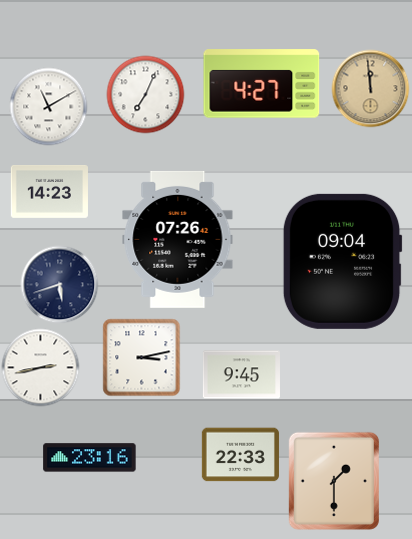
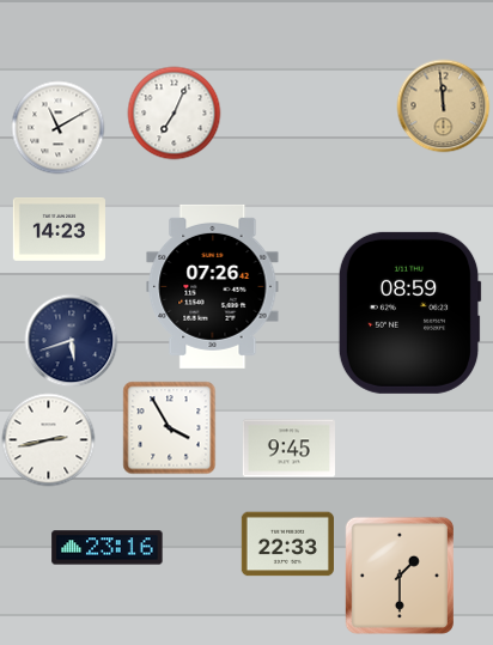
clock at (262, 84): 4:27 -> none
clock at (342, 261): 09:04 -> 08:59
clock at (141, 357): 3:13 -> 3:55
